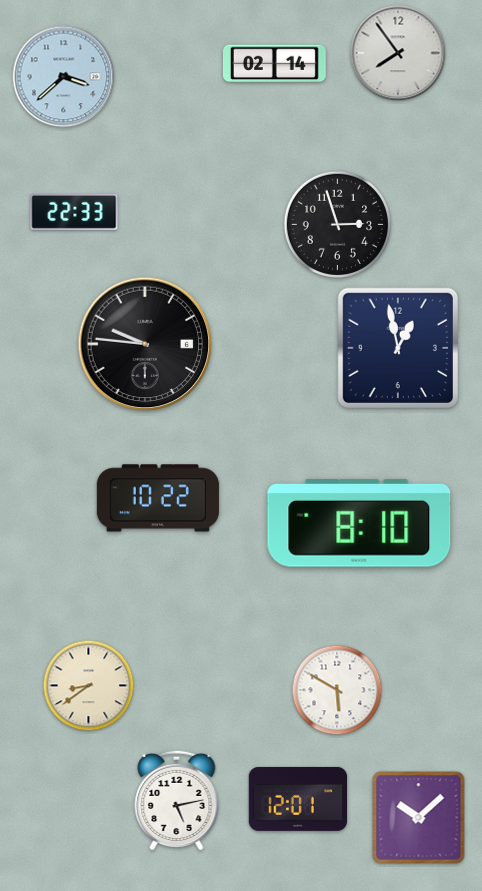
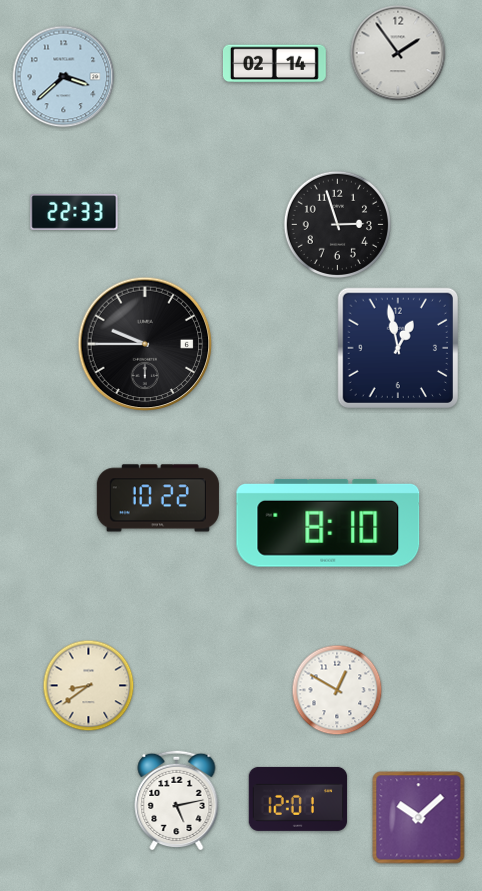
clock at (398, 53): 7:54 -> 1:54
clock at (145, 344): 9:46 -> 9:45
clock at (359, 523) position: (359, 523) -> (328, 523)
clock at (337, 690): 5:50 -> 12:50
